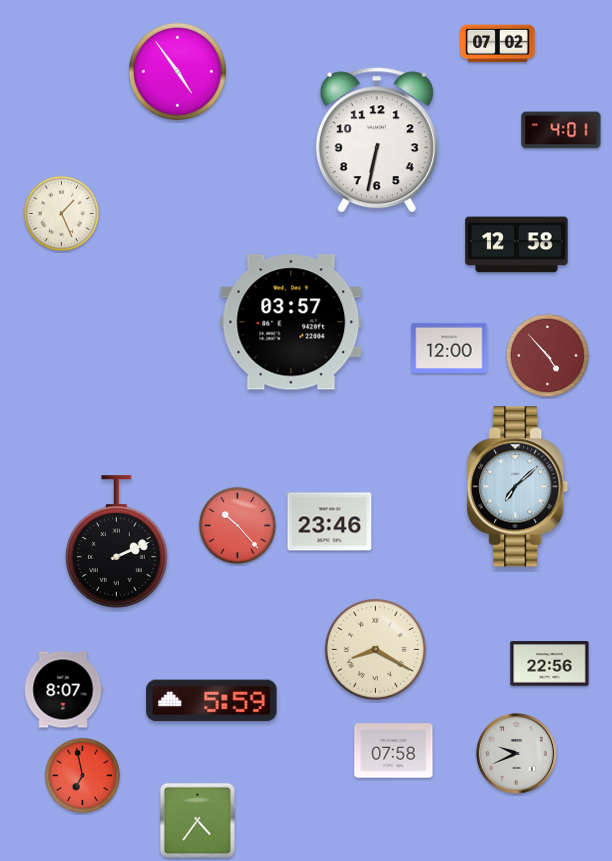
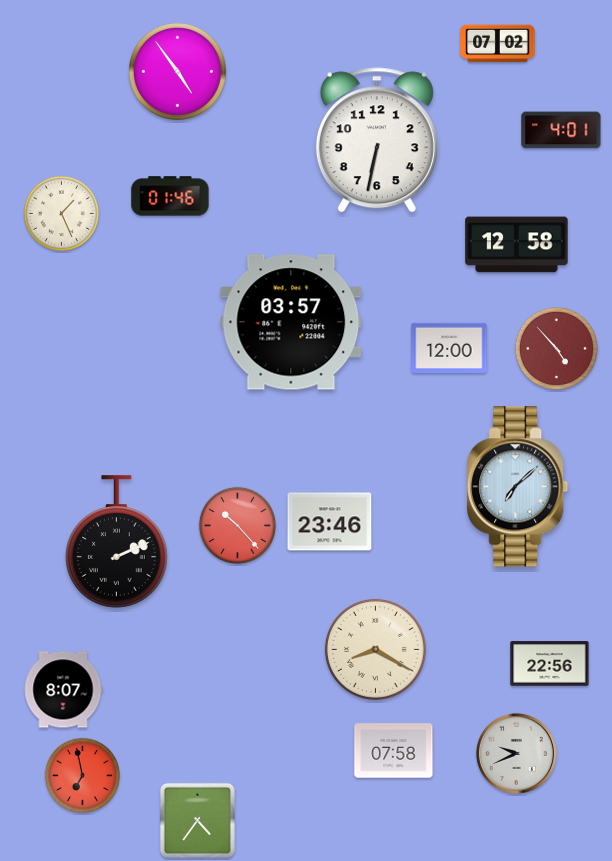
clock at (170, 196): none -> 01:46
clock at (547, 355) position: (547, 355) -> (556, 348)
clock at (212, 701): 5:59 -> none
